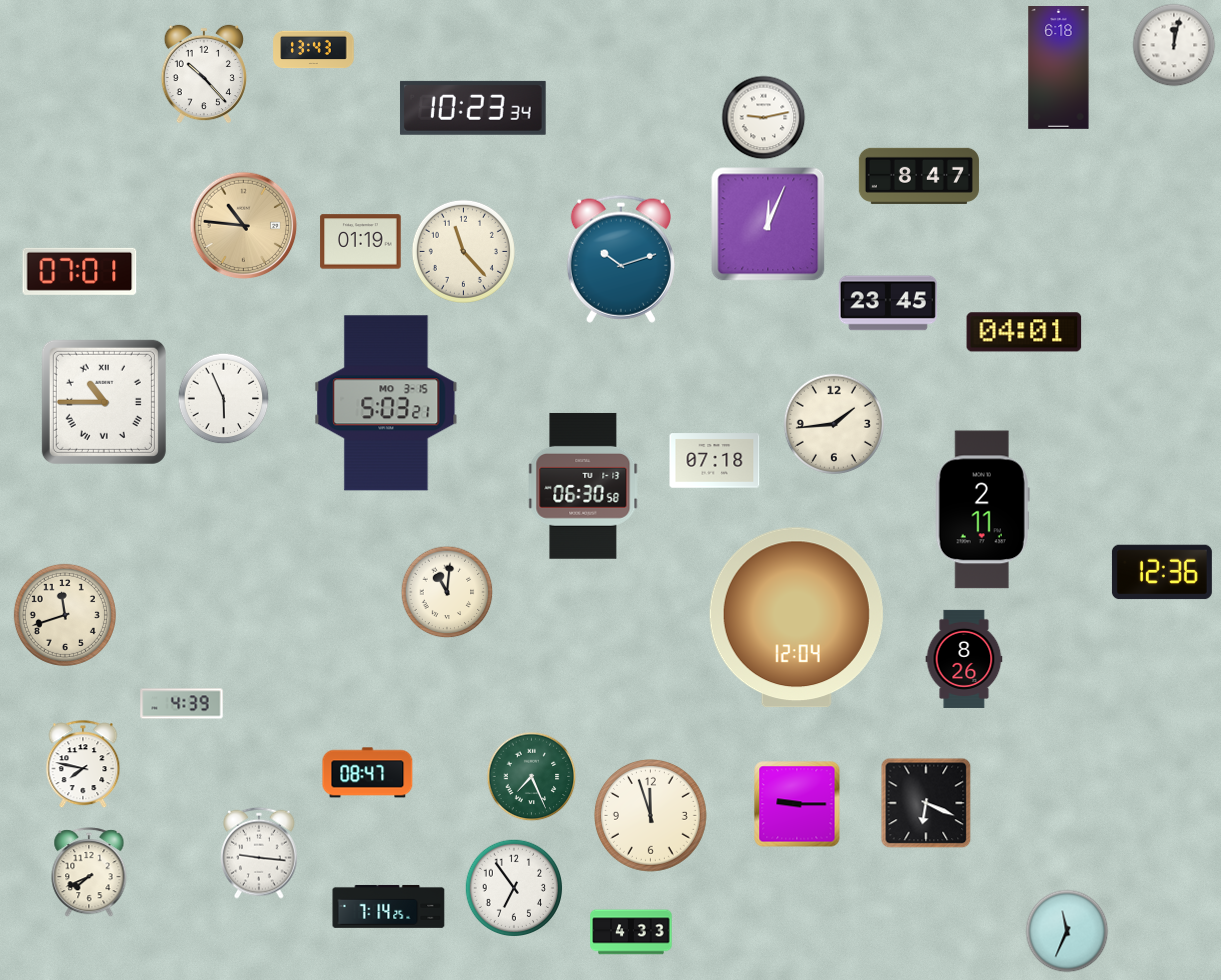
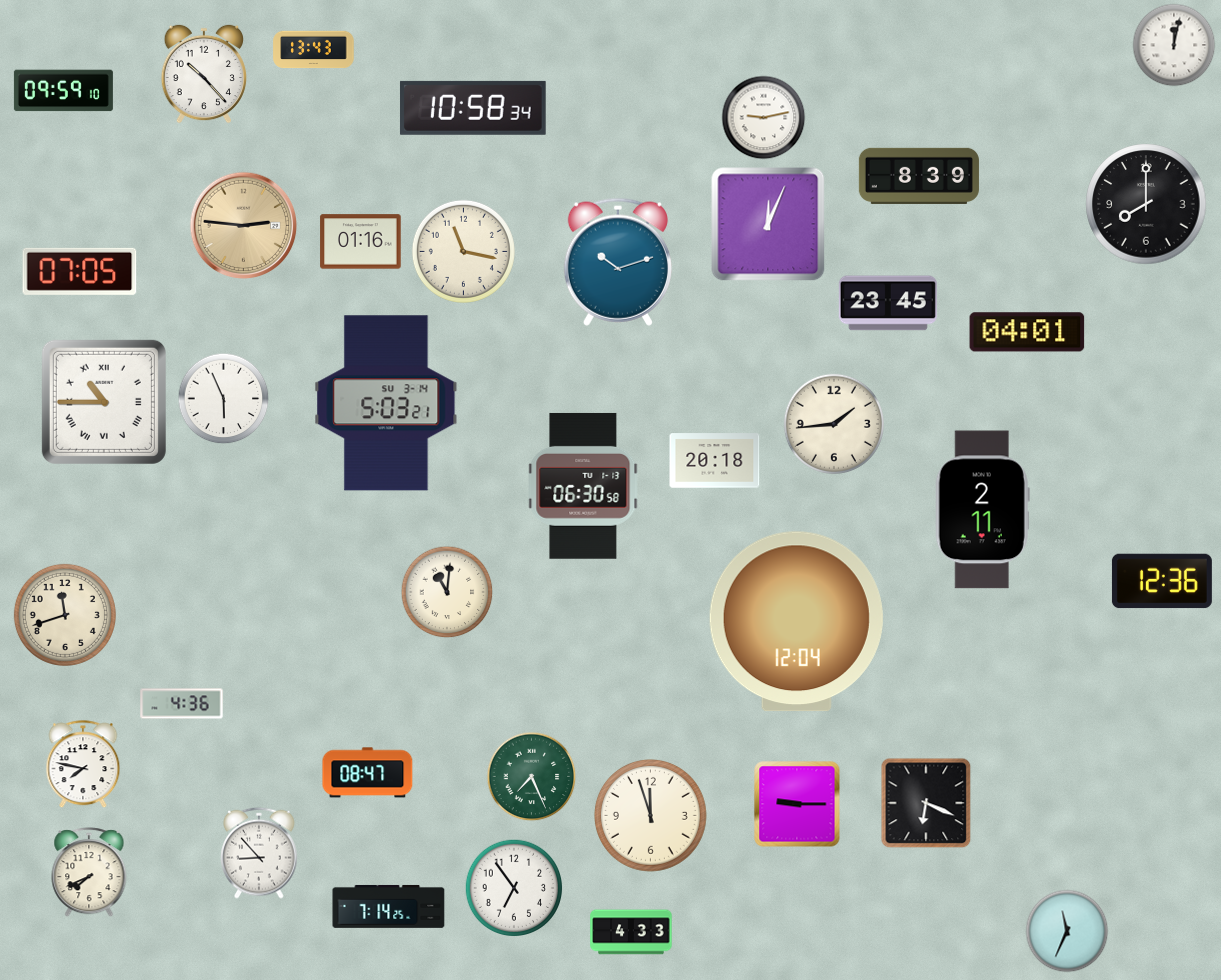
clock at (1059, 68): 6:18 -> none
clock at (63, 91): none -> 09:59
clock at (473, 108): 10:23 -> 10:58
clock at (919, 176): 8:47 -> 8:39
clock at (1146, 204): none -> 8:00
clock at (244, 226): 10:46 -> 2:46
clock at (361, 242): 01:19 -> 01:16
clock at (463, 251): 11:23 -> 11:17
clock at (621, 259) position: (621, 259) -> (618, 262)
clock at (80, 271): 07:01 -> 07:05
clock at (1024, 332) position: (1024, 332) -> (1027, 332)
clock at (386, 403) date: MO 3-15 -> SU 3-14
clock at (715, 461): 07:18 -> 20:18
clock at (1162, 572) position: (1162, 572) -> (1162, 581)
clock at (796, 618) position: (796, 618) -> (796, 622)
clock at (964, 659): 8:26 -> none
clock at (182, 704): 4:39 -> 4:36
clock at (259, 853): 9:16 -> 8:53
